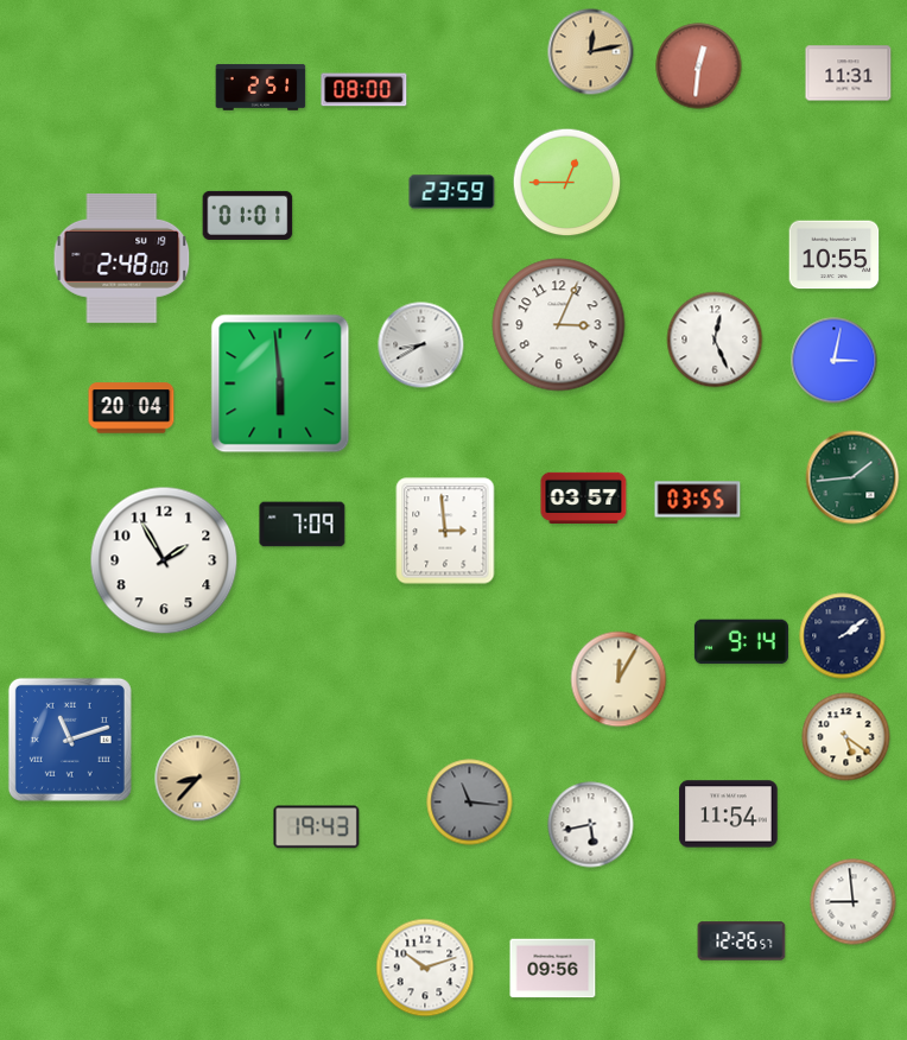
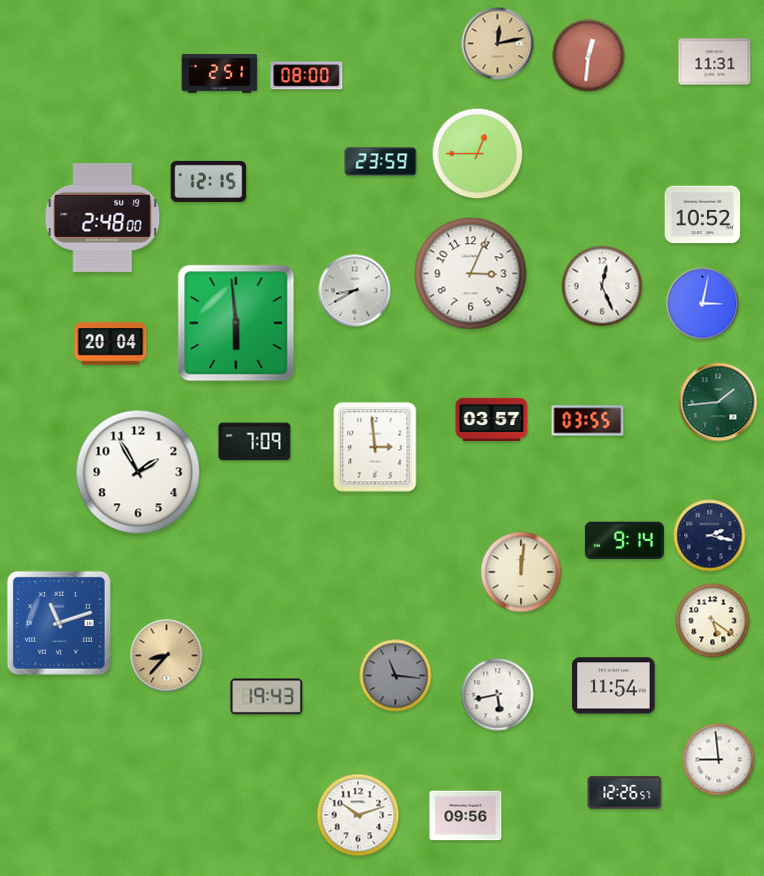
clock at (248, 215): 01:01 -> 12:15
clock at (835, 255): 10:55 -> 10:52
clock at (843, 636): 2:09 -> 2:17
clock at (619, 679): 12:05 -> 12:01
